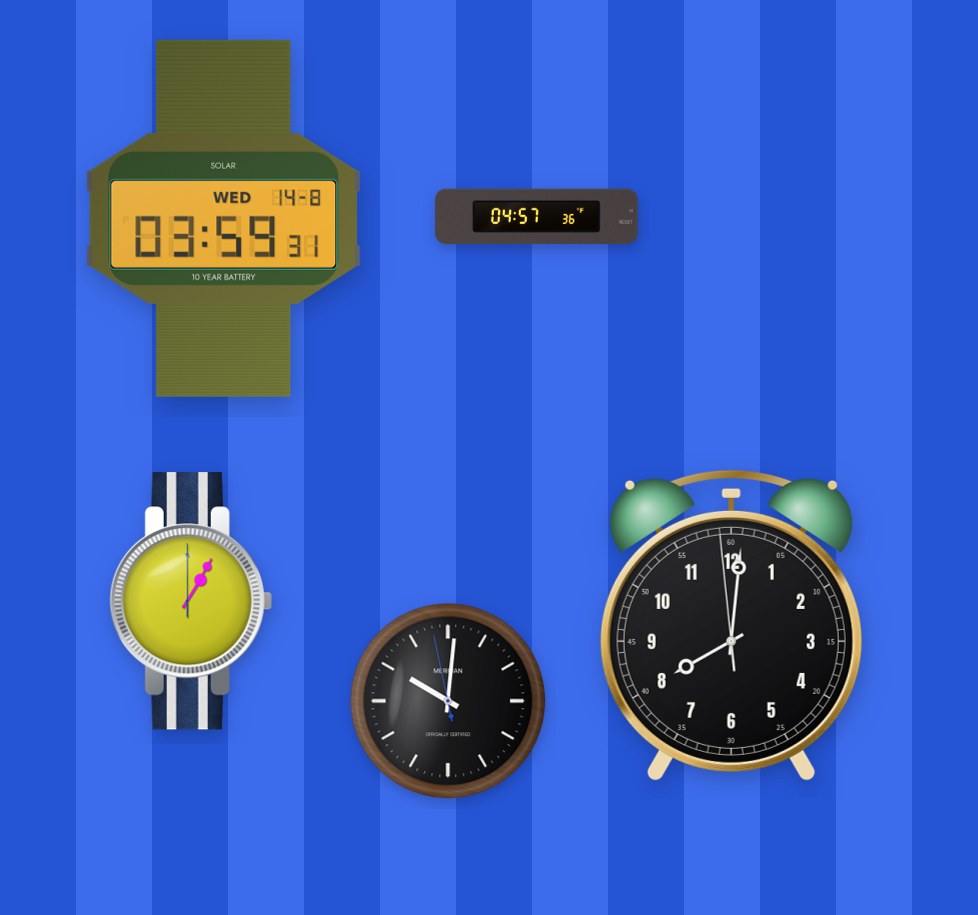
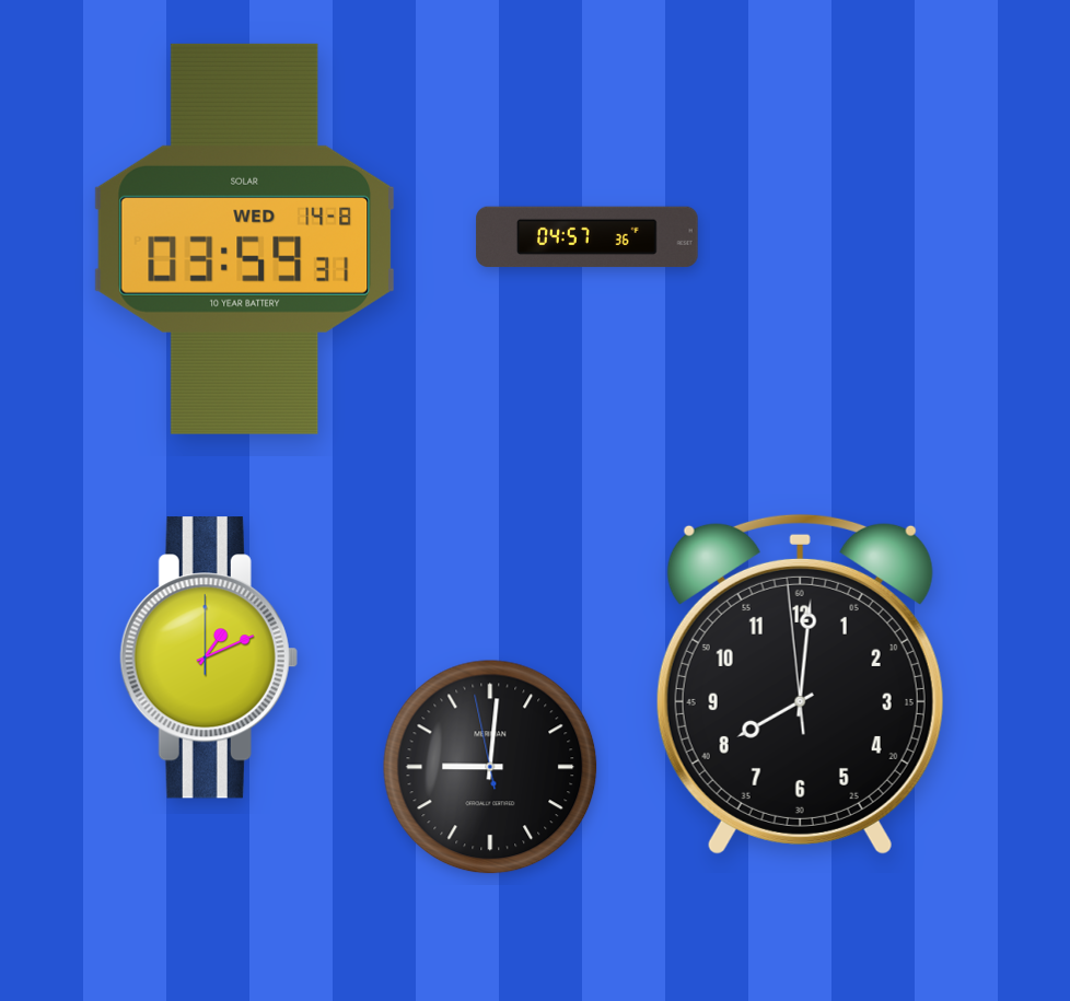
clock at (191, 601): 1:05 -> 1:11
clock at (448, 701): 10:00 -> 9:00
